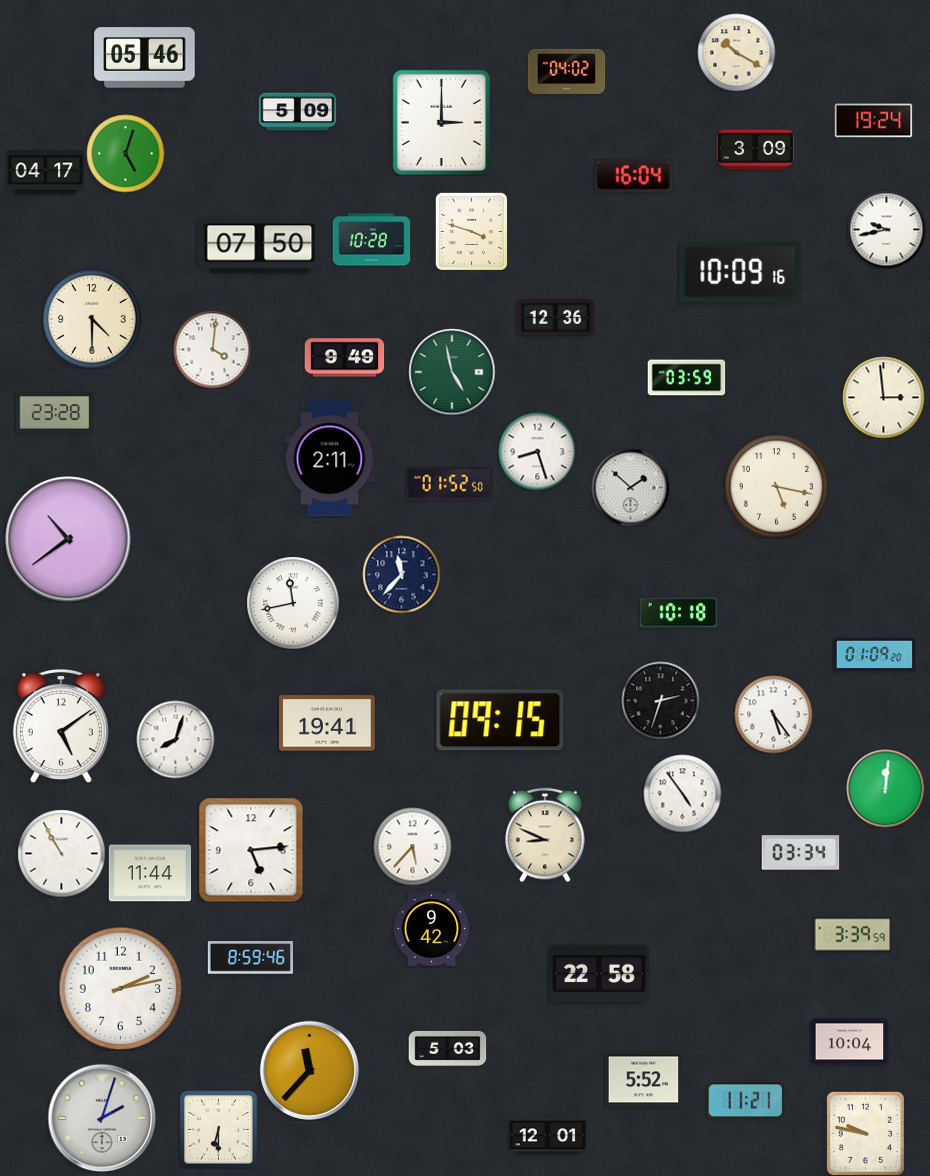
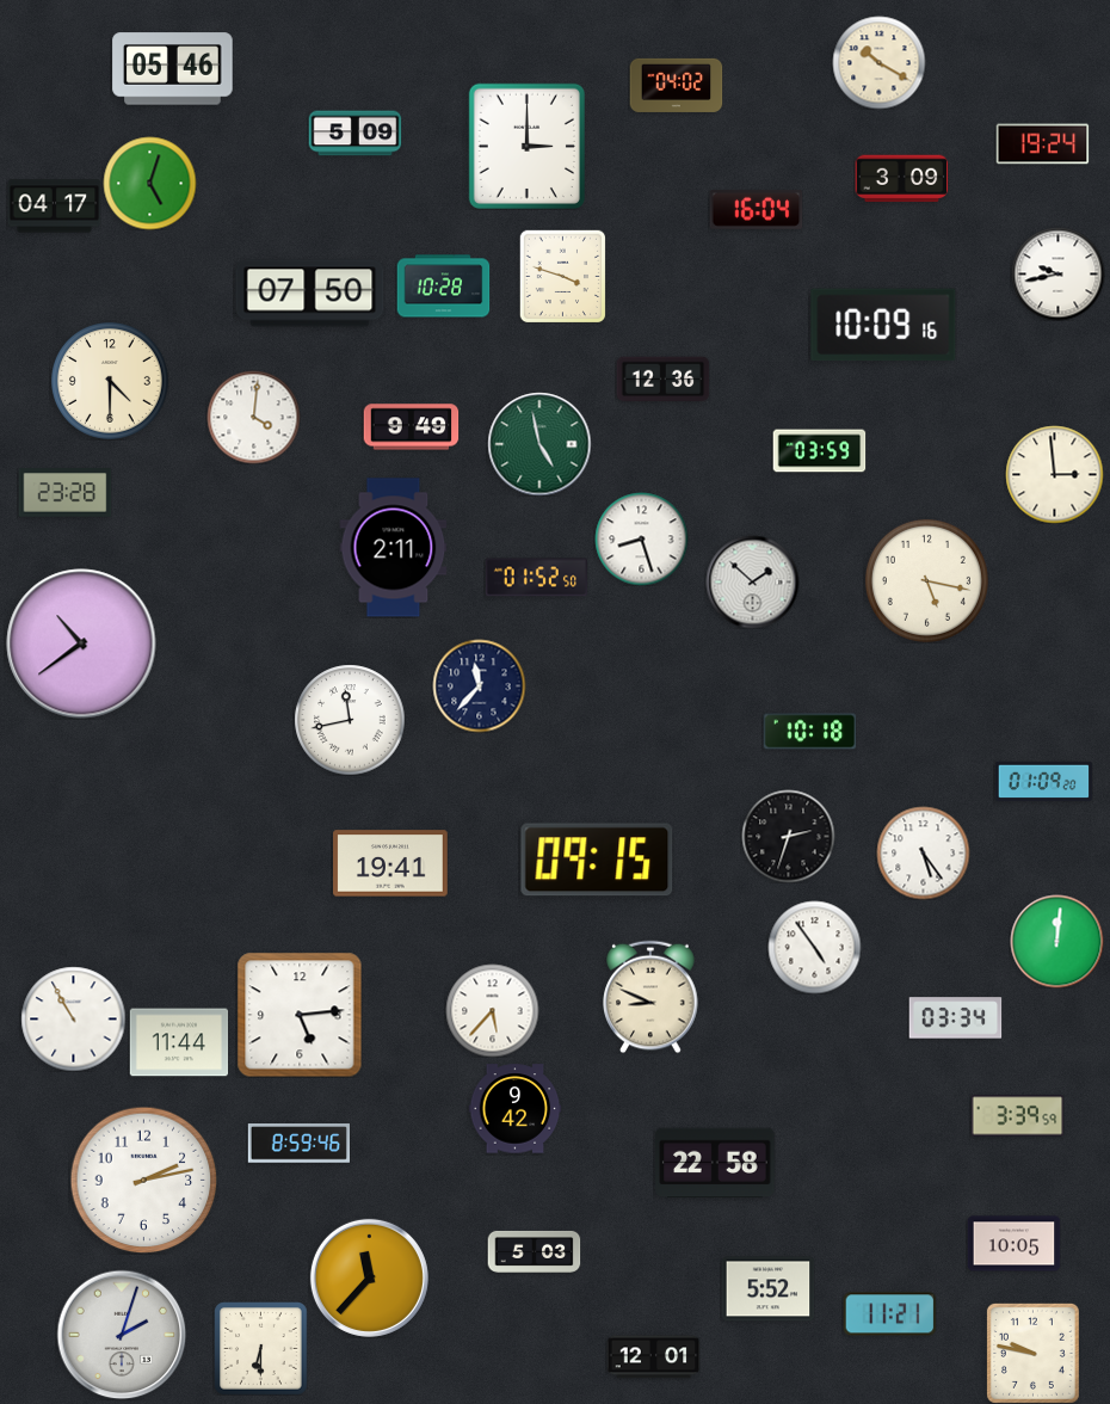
clock at (61, 726): 5:09 -> none
clock at (175, 739): 8:03 -> none
clock at (849, 1042): 10:04 -> 10:05
